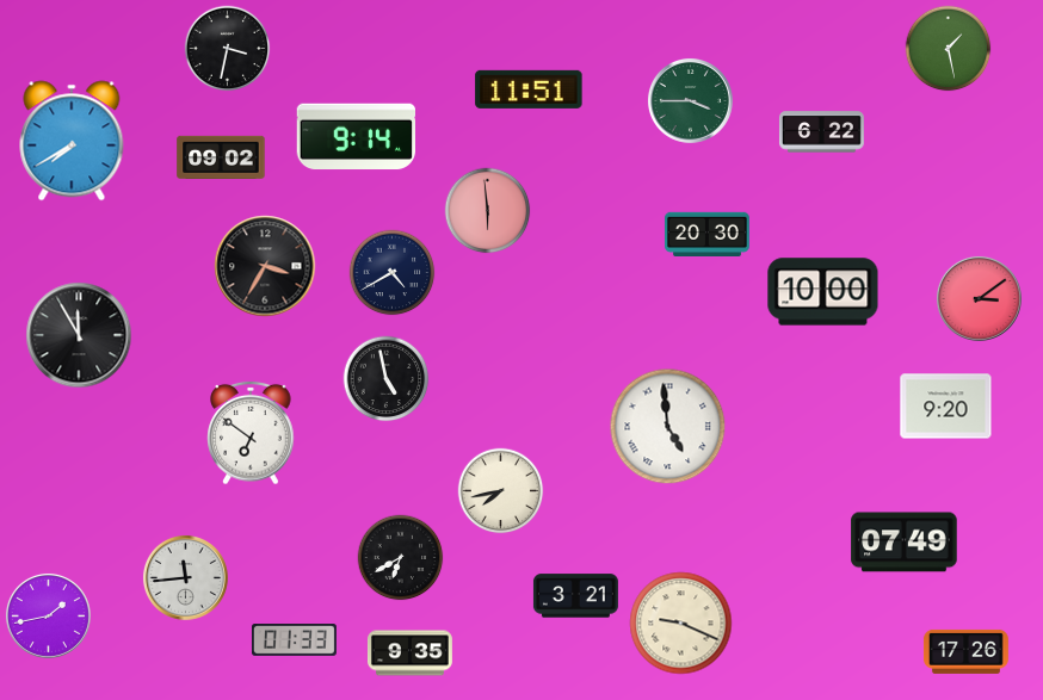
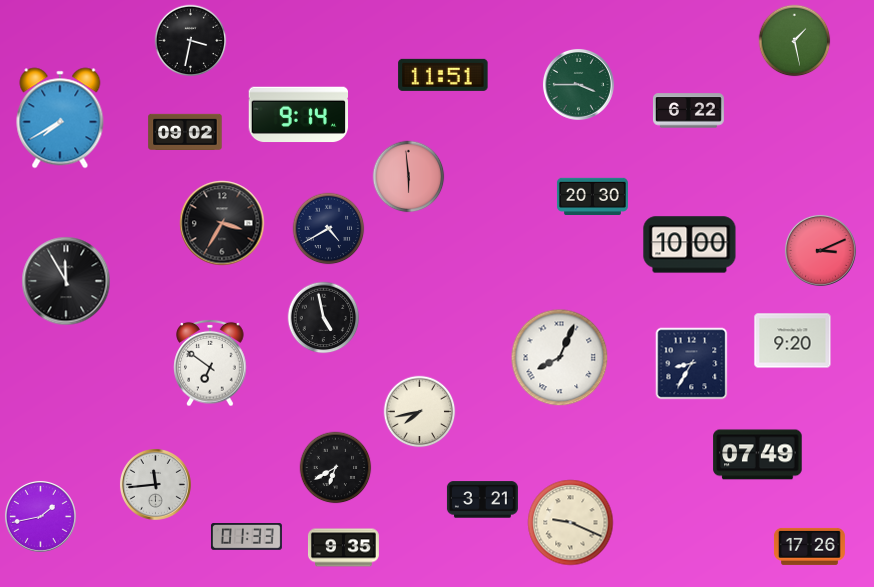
clock at (979, 298): 3:09 -> 3:11
clock at (668, 427): 4:59 -> 8:04
clock at (692, 364): none -> 8:35
